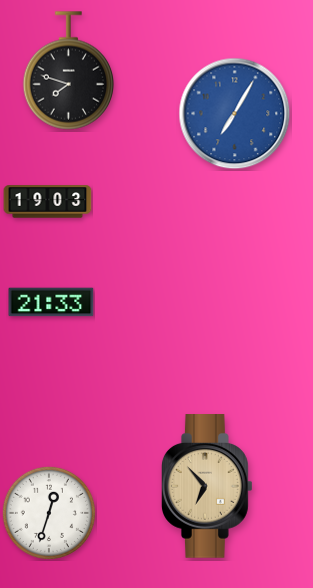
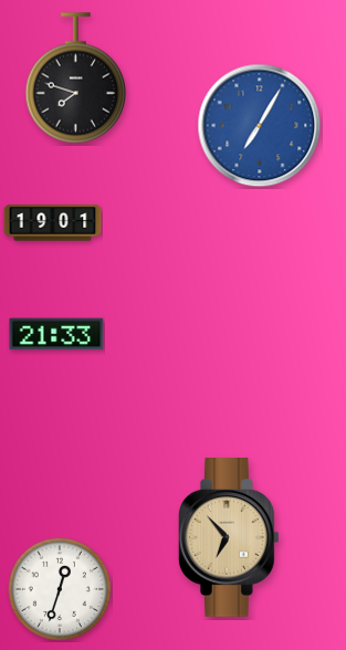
clock at (48, 202): 19:03 -> 19:01
clock at (49, 513) position: (49, 513) -> (60, 589)
